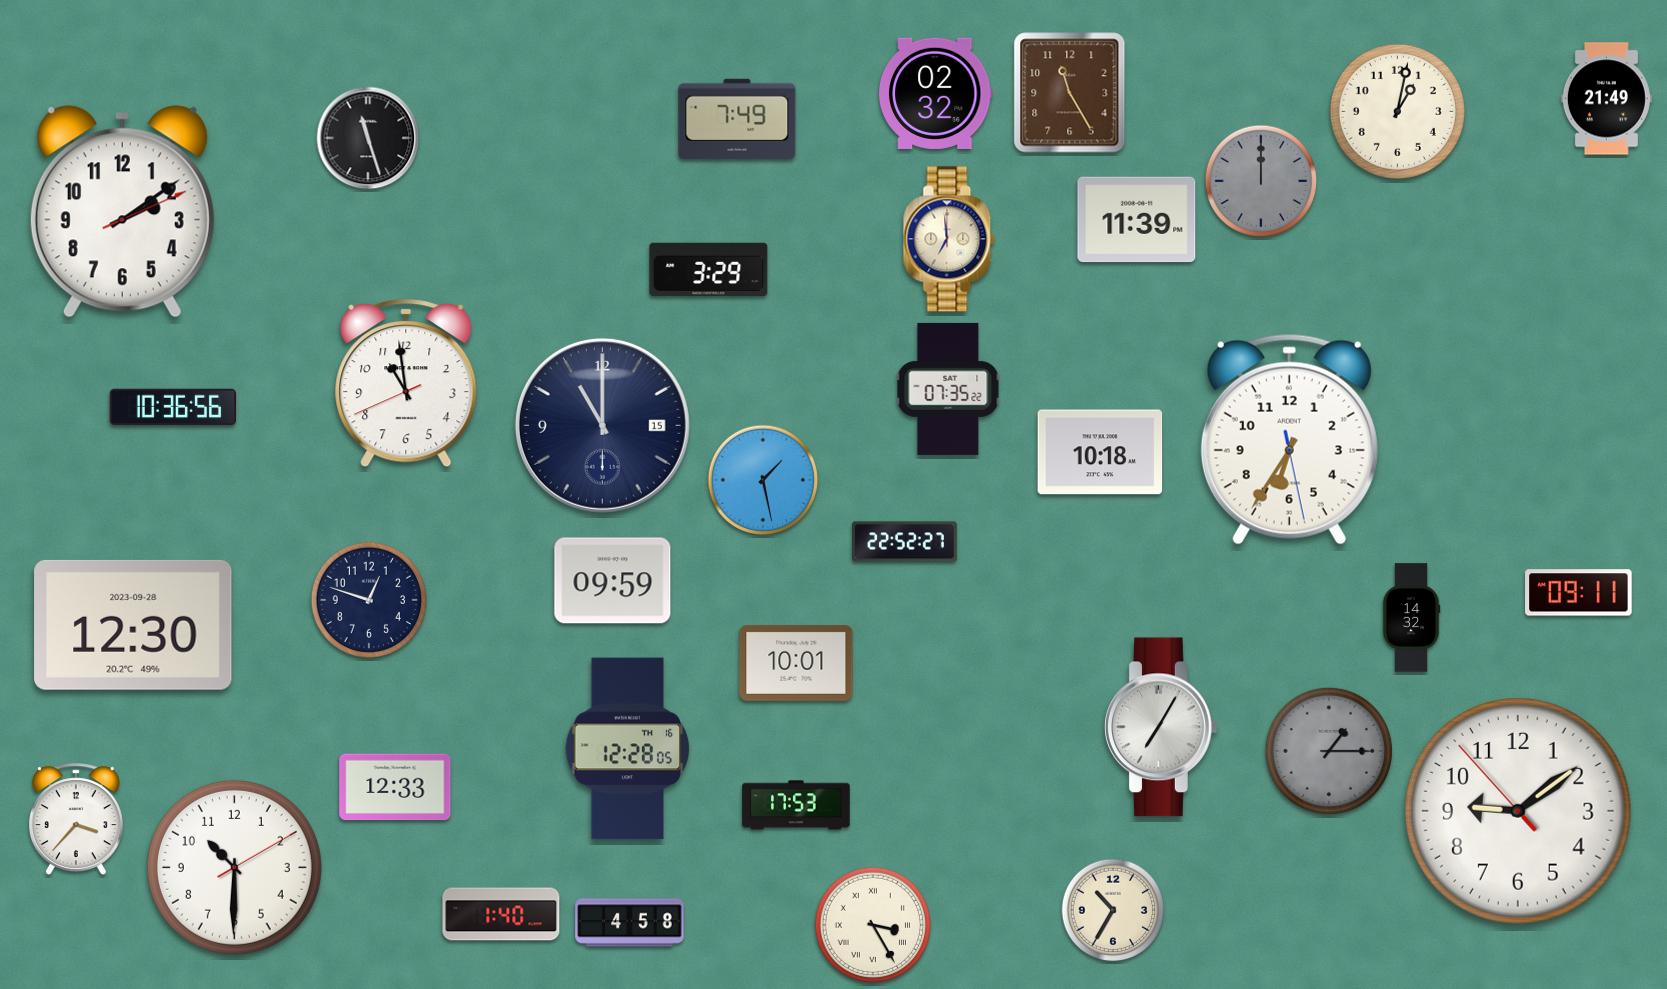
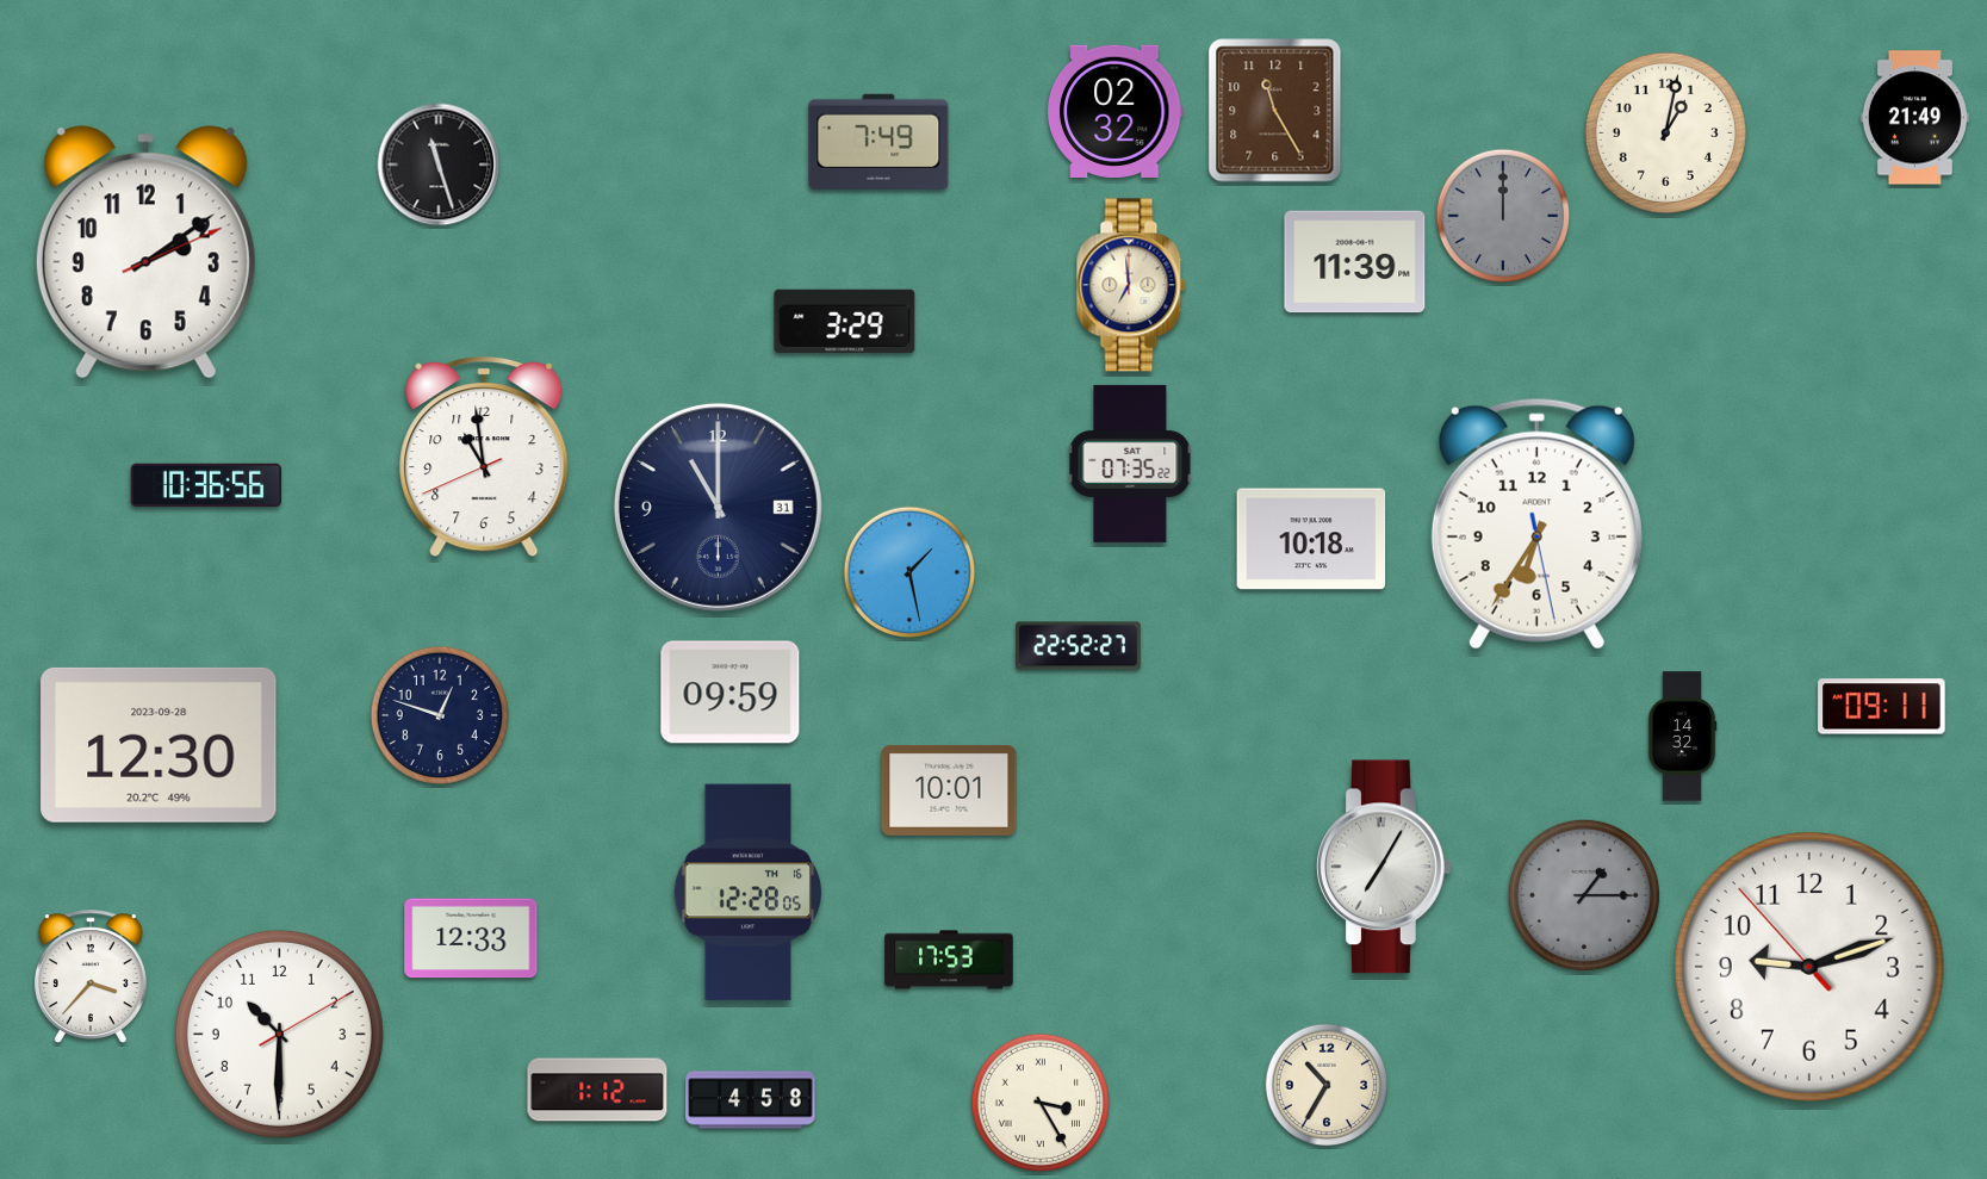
clock at (602, 425) date: 15 -> 31
clock at (1519, 812): 9:08 -> 9:11
clock at (501, 914): 1:40 -> 1:12
